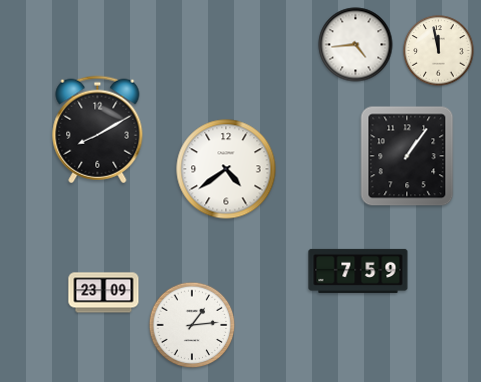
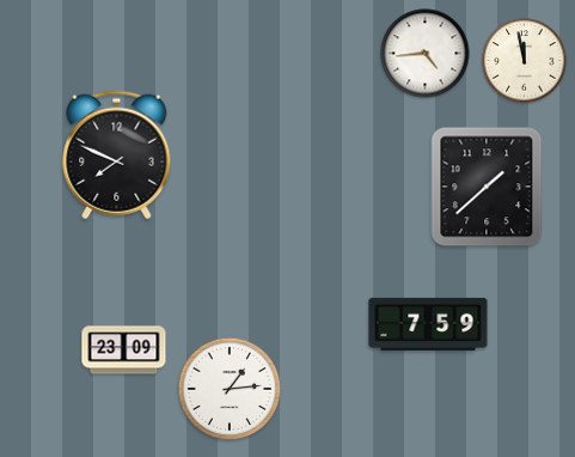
clock at (98, 130): 8:10 -> 7:49
clock at (407, 156): 1:06 -> 1:38
clock at (226, 169): 4:39 -> none
